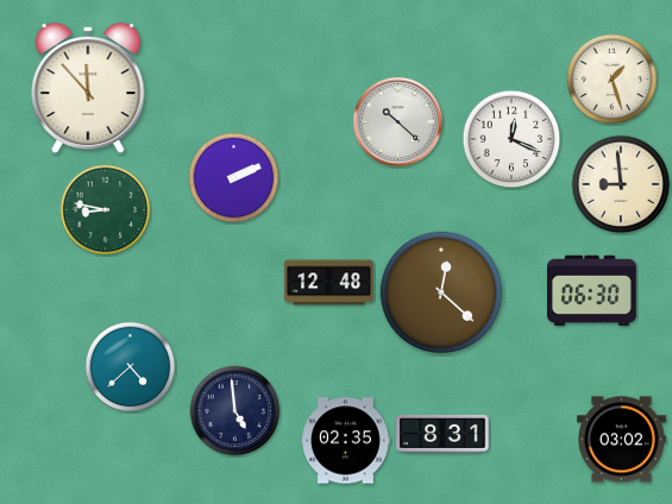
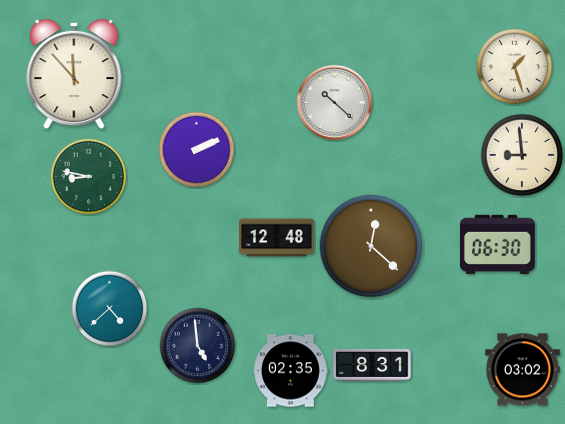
clock at (511, 139): 12:19 -> none
